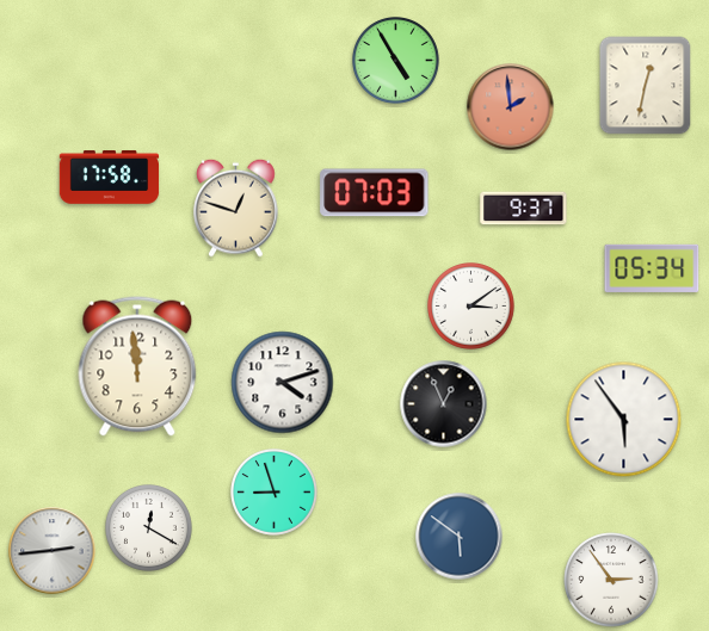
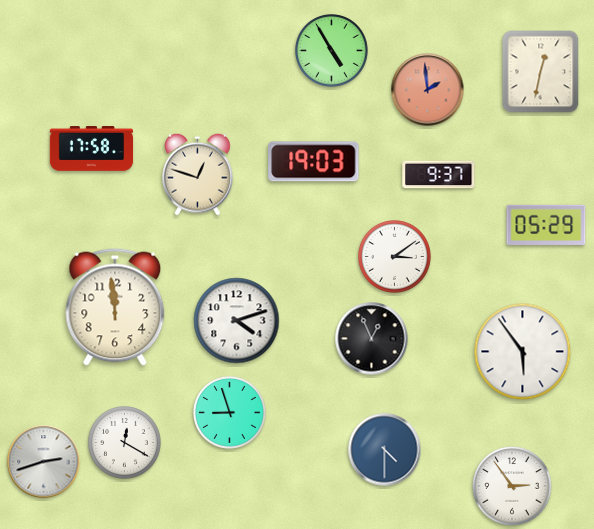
clock at (375, 193): 07:03 -> 19:03
clock at (652, 268): 05:34 -> 05:29
clock at (460, 537): 5:51 -> 4:30
clock at (53, 551): 2:44 -> 2:42
